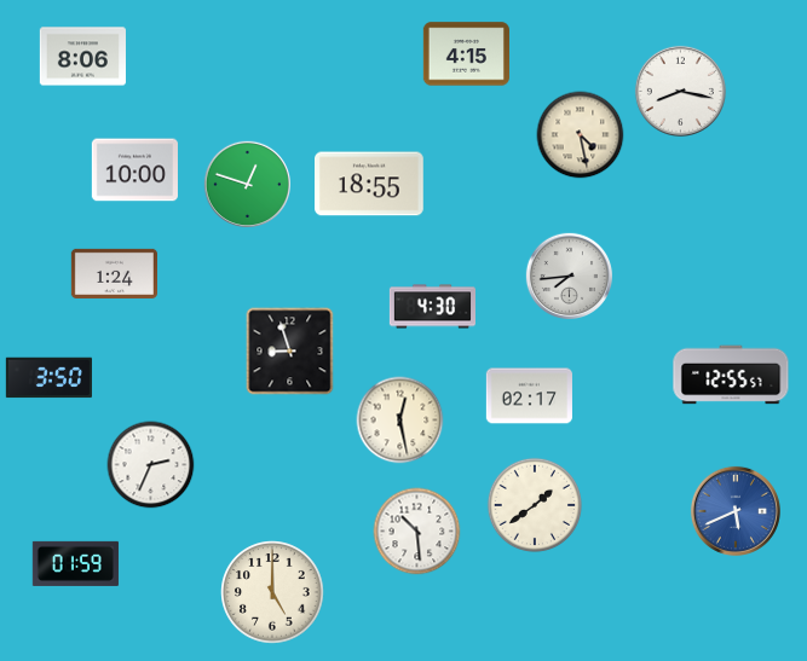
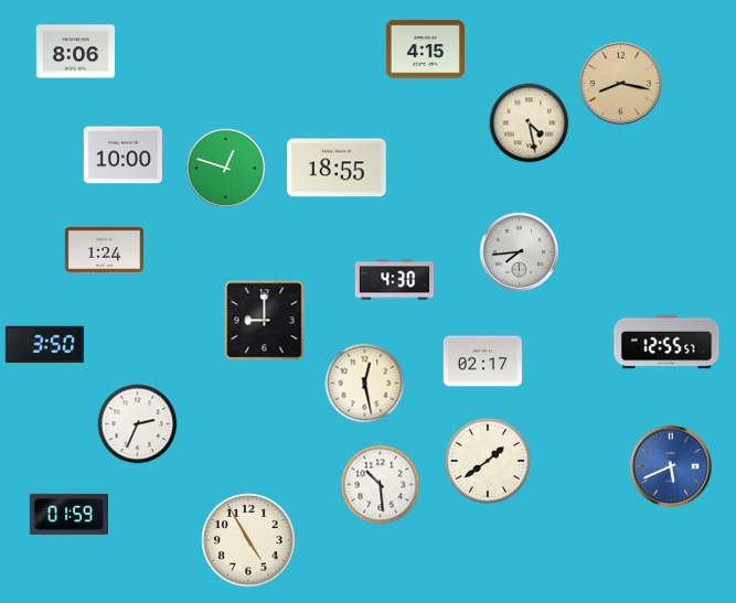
clock at (680, 91) dial: white -> champagne
clock at (290, 352): 8:57 -> 9:00
clock at (272, 592): 5:00 -> 4:55
